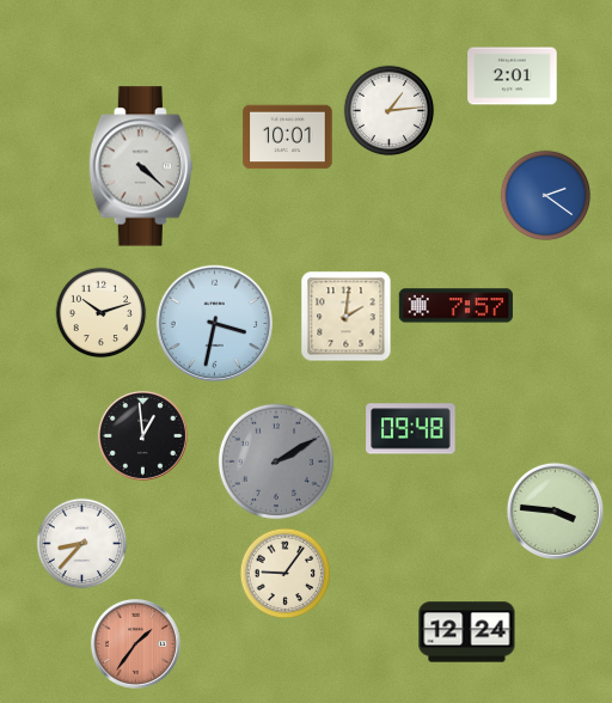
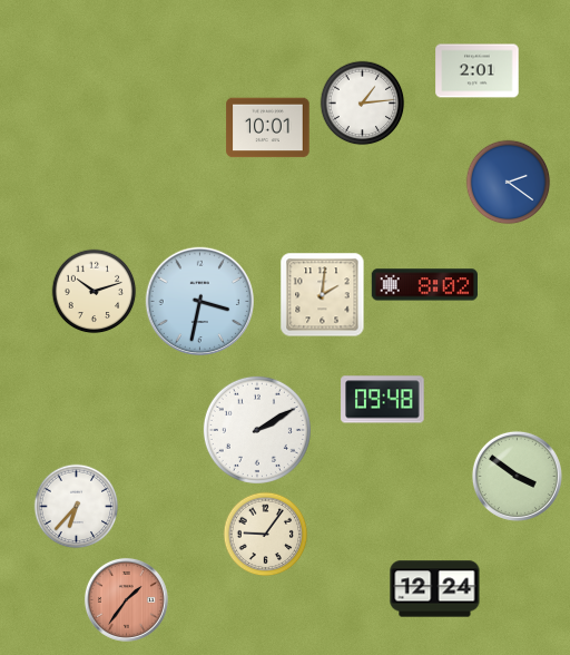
clock at (140, 166): 4:22 -> none
clock at (455, 306): 7:57 -> 8:02
clock at (142, 435): 12:59 -> none
clock at (276, 461) dial: grey -> white
clock at (555, 511): 3:46 -> 3:51
clock at (82, 544): 8:37 -> 6:37
